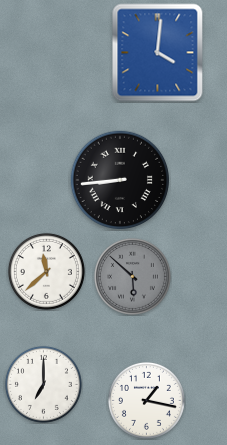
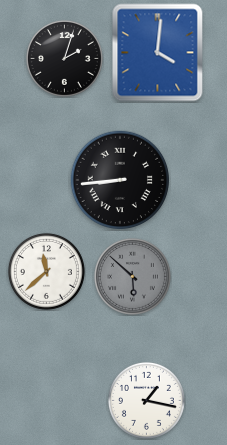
clock at (64, 58): none -> 2:03
clock at (43, 384): 7:00 -> none
